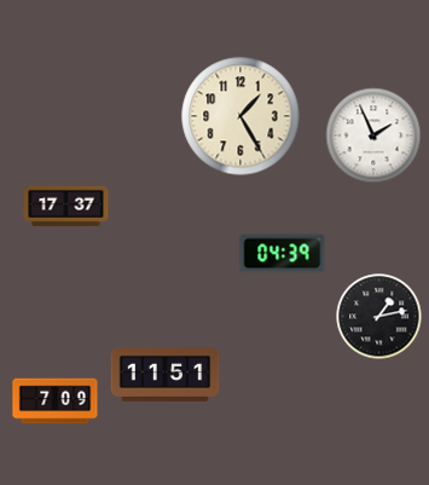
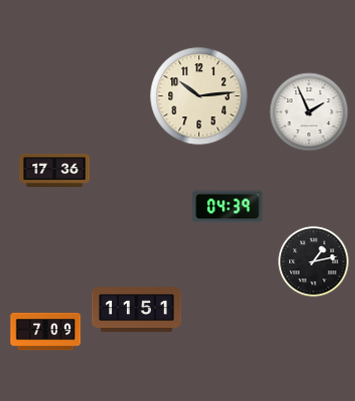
clock at (240, 116): 1:25 -> 10:14
clock at (66, 206): 17:37 -> 17:36
clock at (283, 254) position: (283, 254) -> (228, 207)
